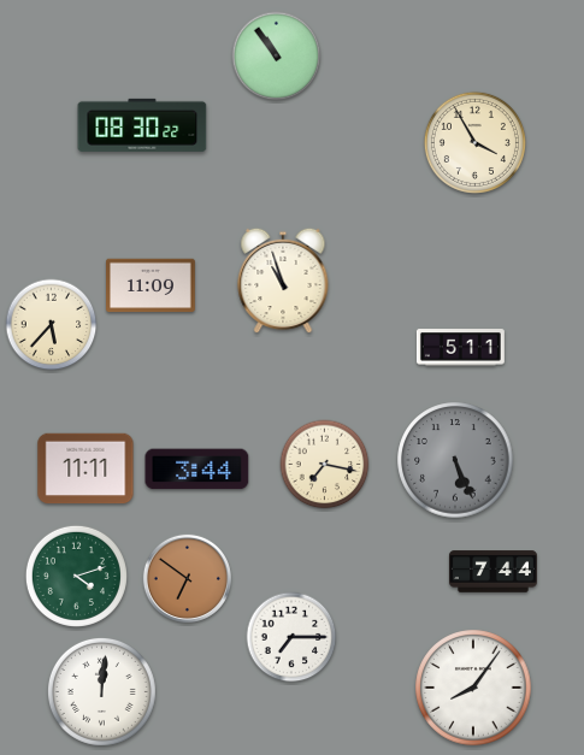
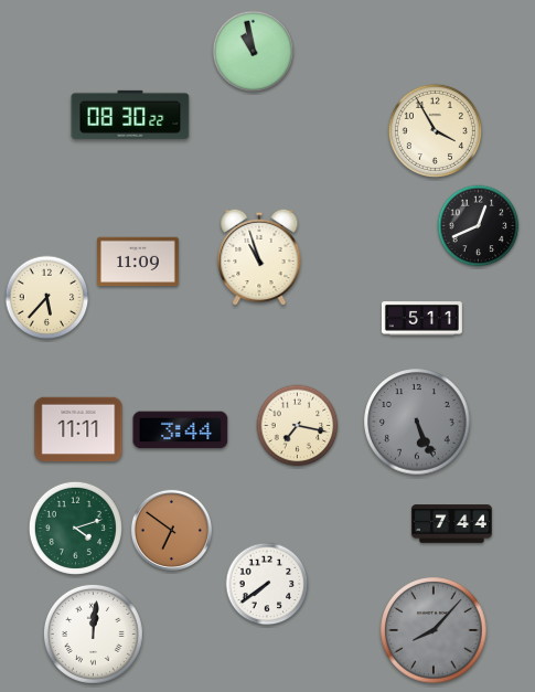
clock at (277, 57): 10:54 -> 10:58
clock at (479, 226): none -> 12:41
clock at (76, 576) position: (76, 576) -> (75, 528)
clock at (291, 637): 7:15 -> 7:39
clock at (473, 688): 8:06 -> 8:07
clock at (473, 688) dial: white -> grey
